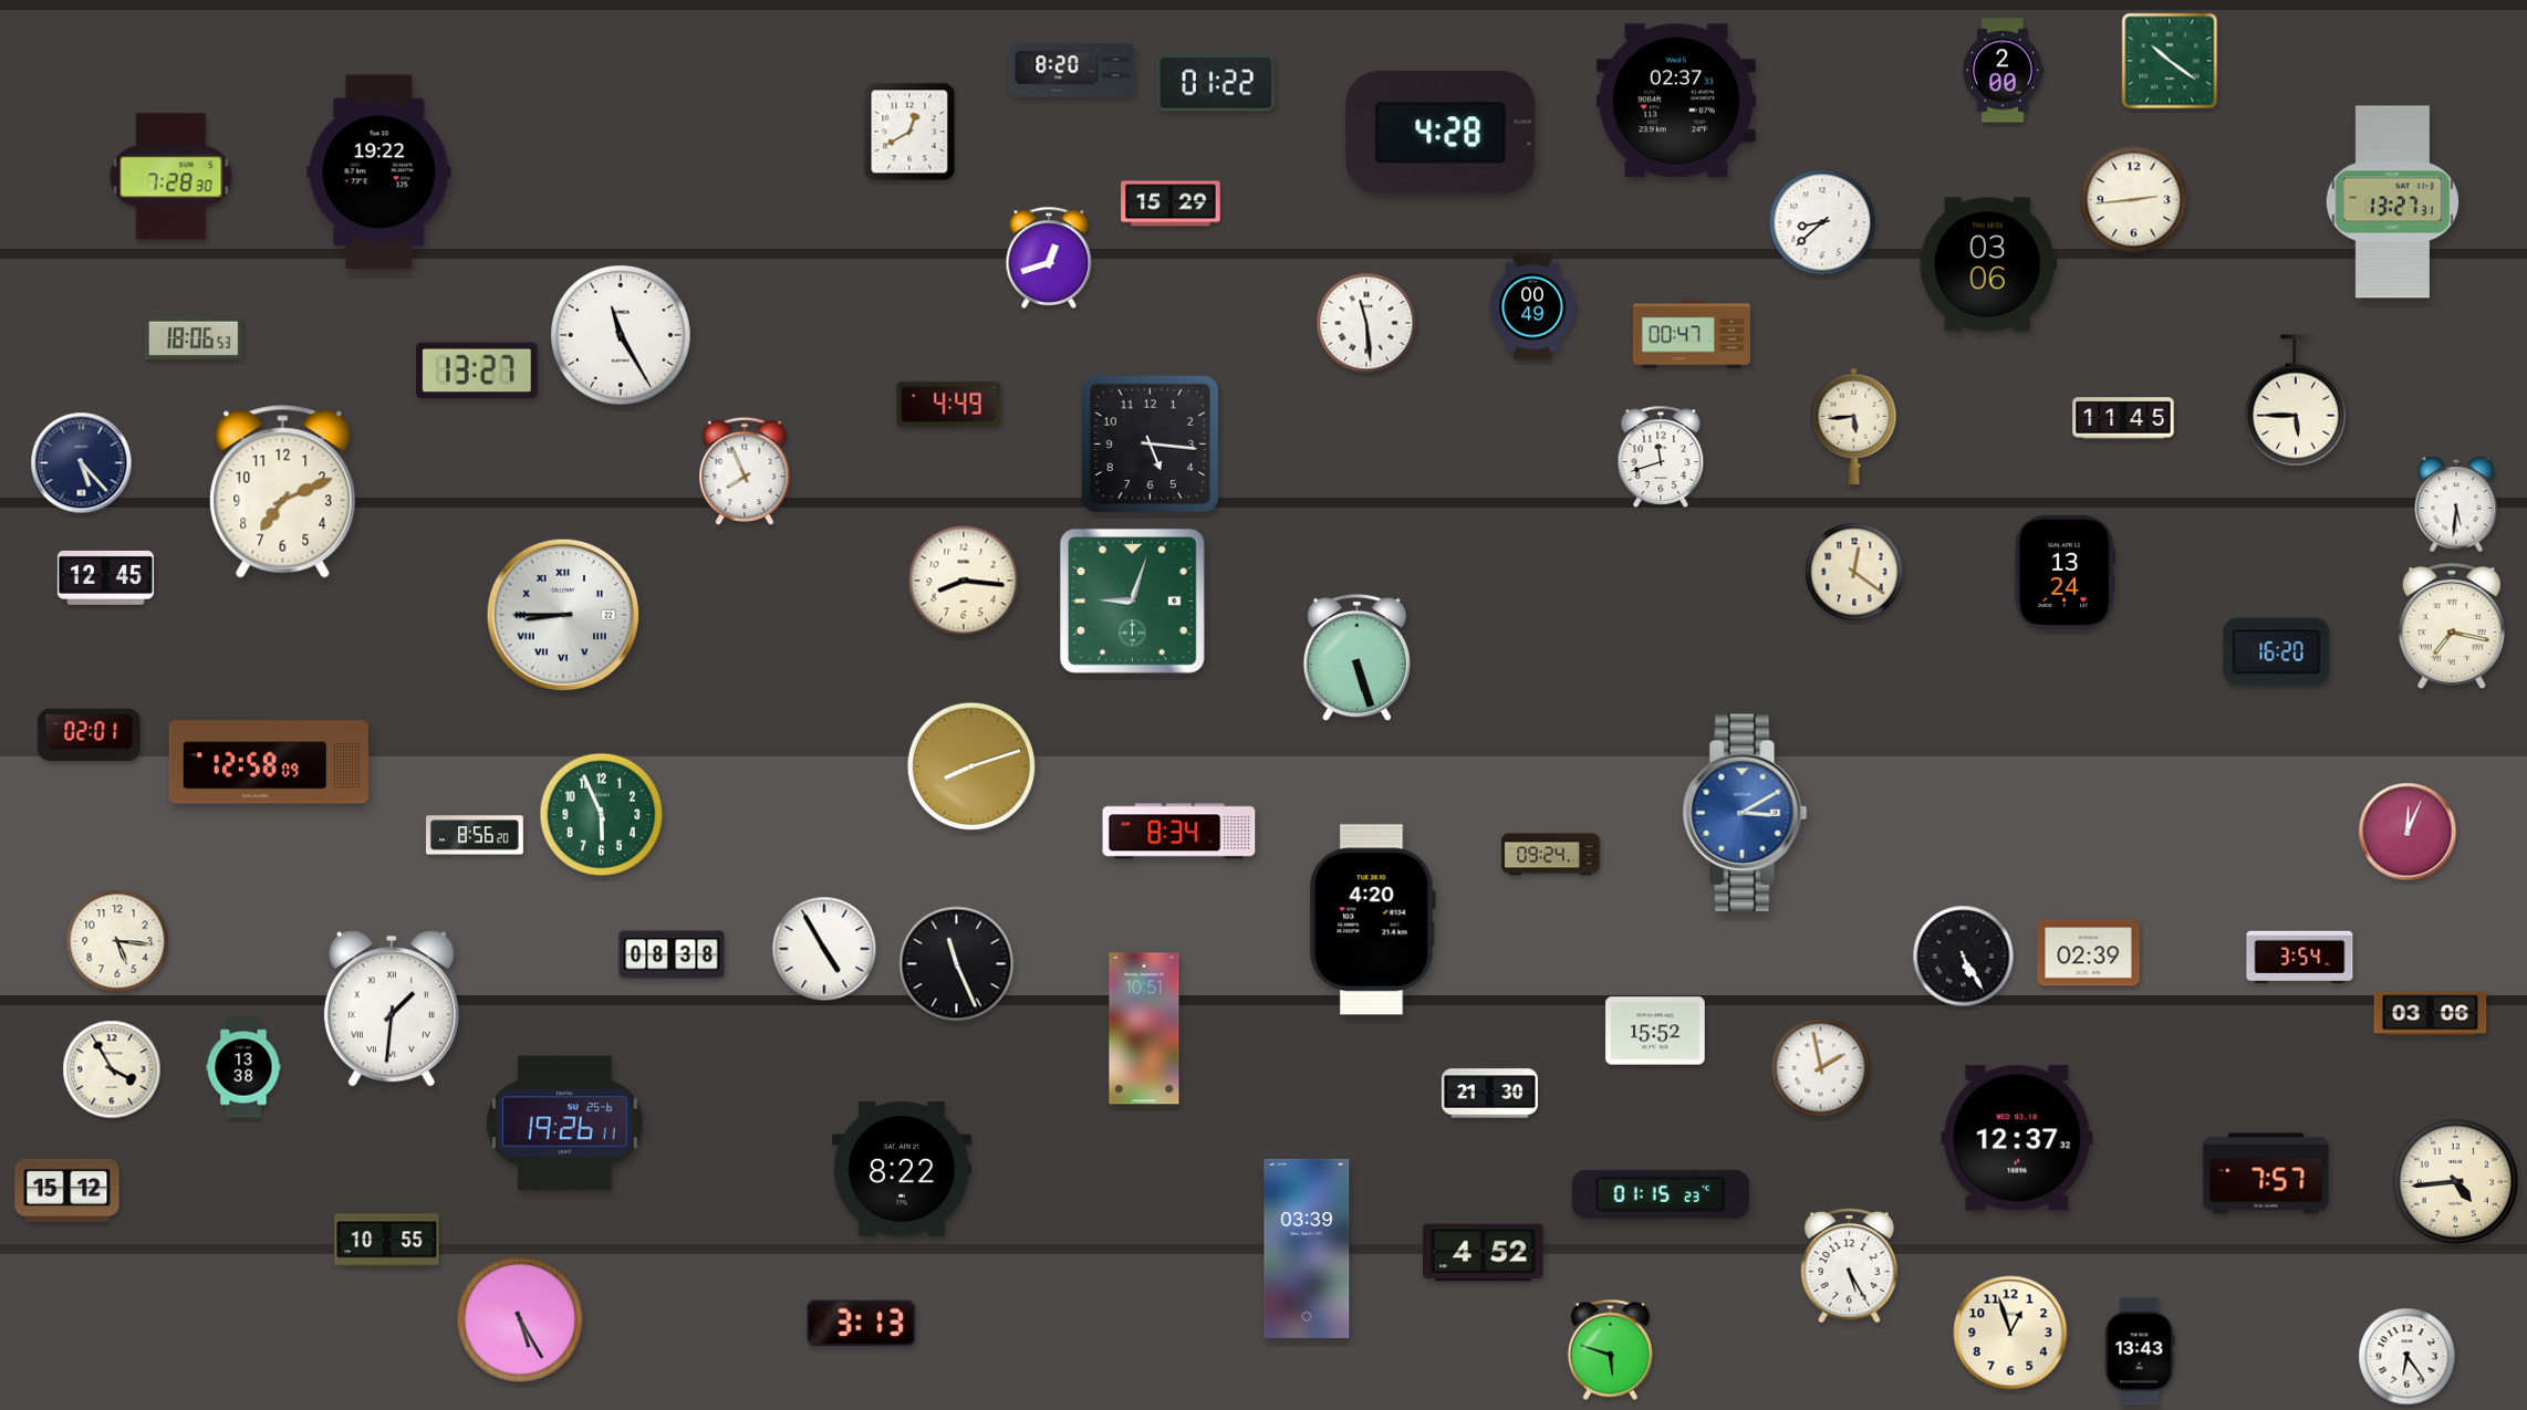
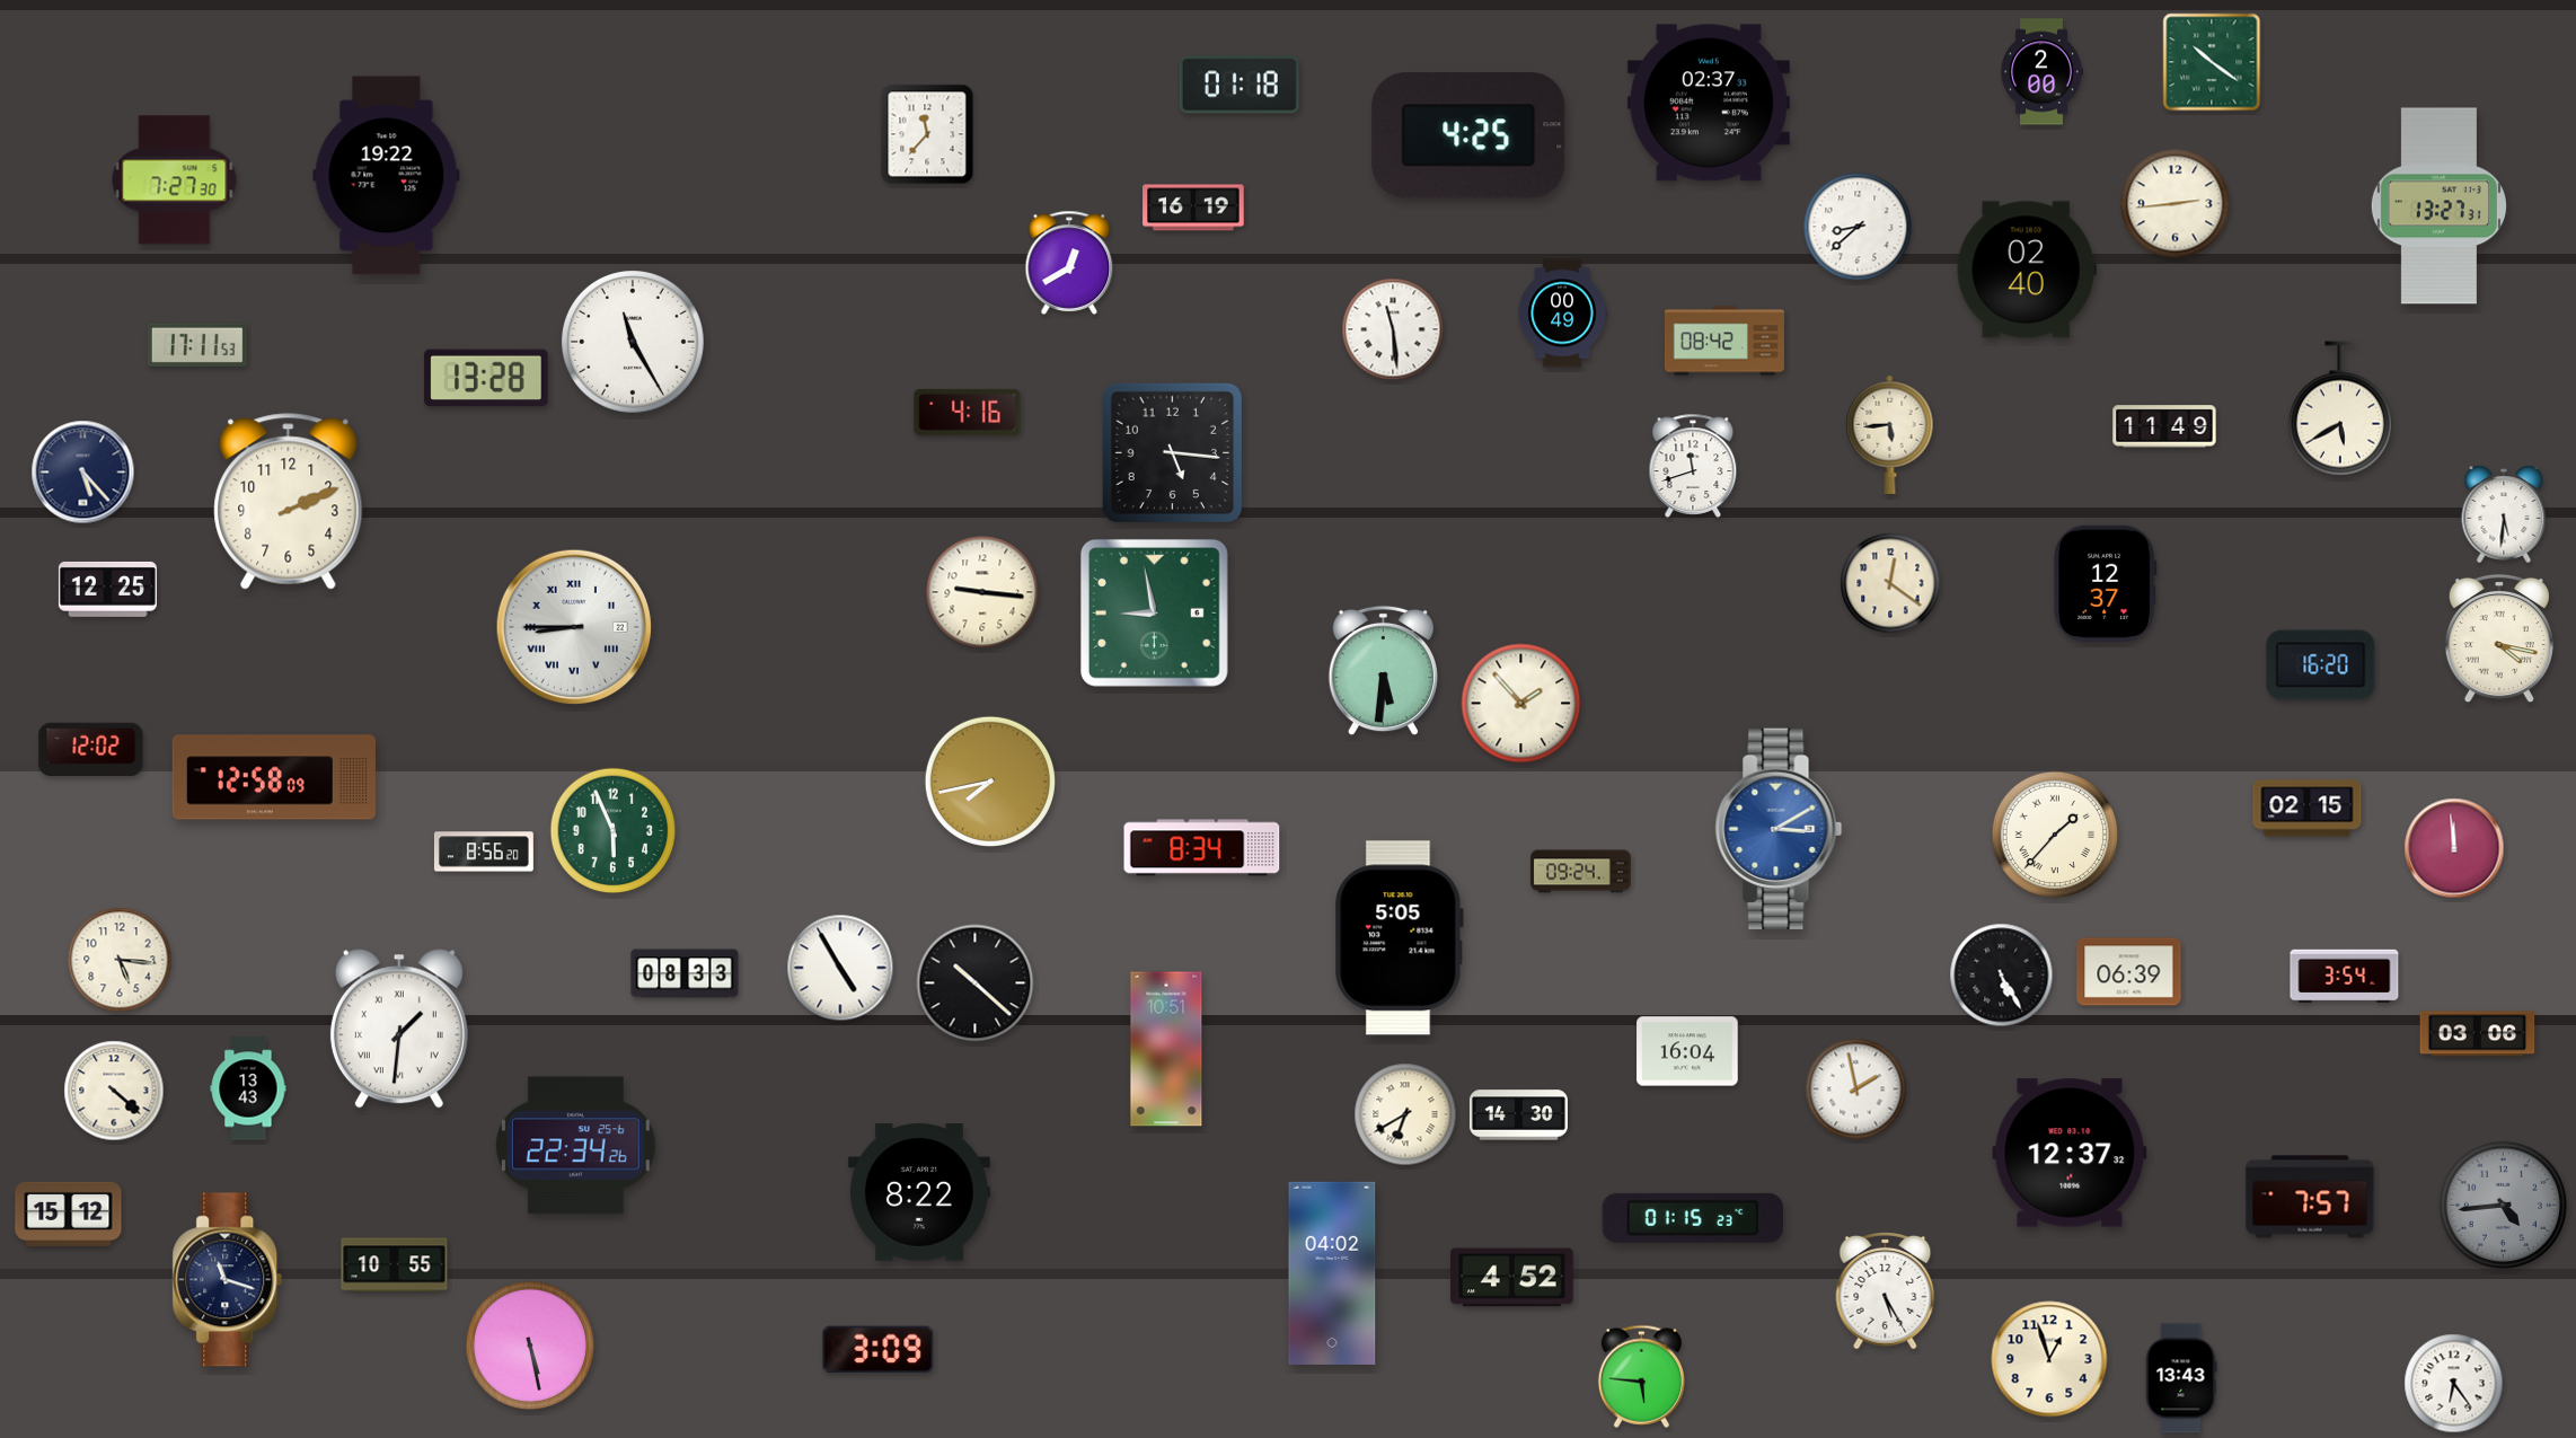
clock at (1072, 71): 8:20 -> none
clock at (1216, 83): 01:22 -> 01:18
clock at (909, 132): 12:40 -> 11:37
clock at (1441, 133): 4:28 -> 4:25
clock at (171, 177): 7:28 -> 7:27
clock at (1171, 203): 15:29 -> 16:19
clock at (1049, 258): 12:42 -> 12:40
clock at (1988, 264): 03:06 -> 02:40
clock at (1692, 334): 00:47 -> 08:42
clock at (194, 338): 18:06 -> 17:11
clock at (477, 370): 13:27 -> 13:28
clock at (2296, 400): 5:45 -> 5:40
clock at (949, 404): 4:49 -> 4:16
clock at (2123, 418): 11:45 -> 11:49
clock at (745, 471): 7:56 -> none
clock at (283, 492): 7:11 -> 2:11
clock at (2066, 572): 13:24 -> 12:37
clock at (105, 577): 12:45 -> 12:25
clock at (964, 581): 8:16 -> 9:16
clock at (1132, 600): 9:03 -> 8:58
clock at (2452, 626): 7:17 -> 4:17
clock at (1356, 658): 5:27 -> 5:31
clock at (1521, 704): none -> 1:53
clock at (90, 734): 02:01 -> 12:02
clock at (971, 766): 8:12 -> 7:43
clock at (2308, 809): none -> 02:15
clock at (2055, 835): none -> 1:37
clock at (2408, 832): 12:04 -> 11:59
clock at (1372, 920): 4:20 -> 5:05
clock at (2089, 953): 02:39 -> 06:39
clock at (672, 954): 08:38 -> 08:33
clock at (957, 964): 11:26 -> 10:22
clock at (1655, 1031): 15:52 -> 16:04
clock at (243, 1067): 13:38 -> 13:43
clock at (112, 1069): 3:55 -> 4:22
clock at (1405, 1114): none -> 6:40
clock at (1489, 1094): 21:30 -> 14:30
clock at (564, 1124): 19:26 -> 22:34
clock at (2017, 1138) position: (2017, 1138) -> (2070, 1153)
clock at (2456, 1182) dial: cream -> grey
clock at (1307, 1249): 03:39 -> 04:02
clock at (228, 1280): none -> 11:18
clock at (519, 1318): 5:25 -> 5:28
clock at (862, 1324): 3:13 -> 3:09
clock at (1610, 1349): 5:48 -> 5:46
